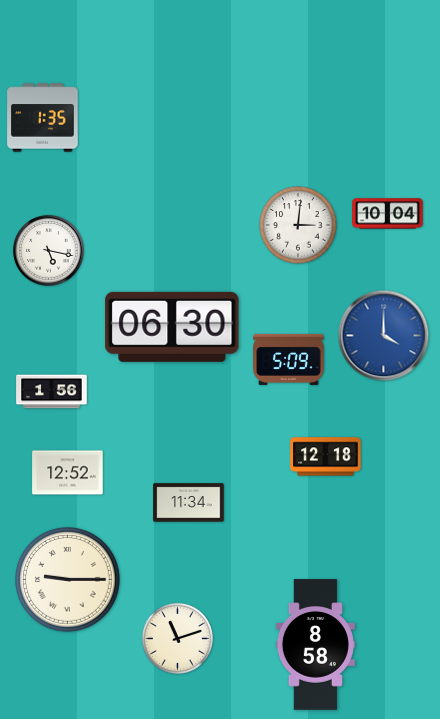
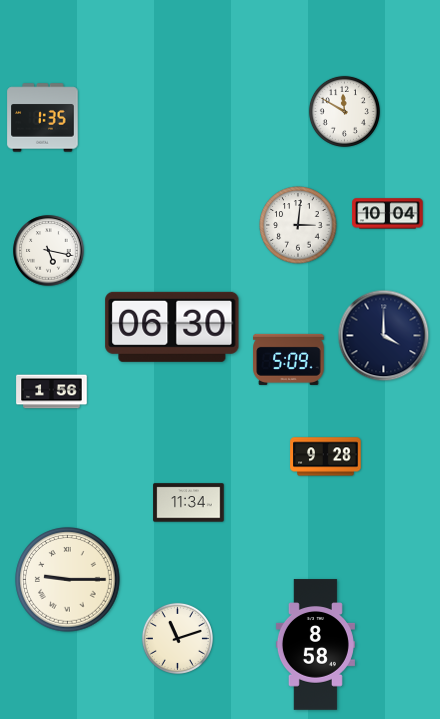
clock at (344, 111): none -> 11:50
clock at (384, 336) dial: blue -> navy
clock at (326, 457): 12:18 -> 9:28
clock at (68, 473): 12:52 -> none
